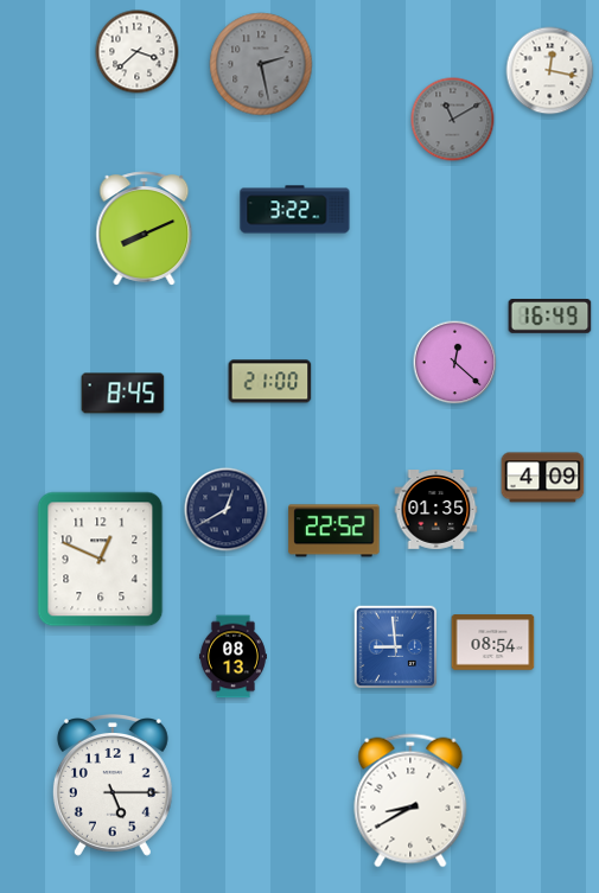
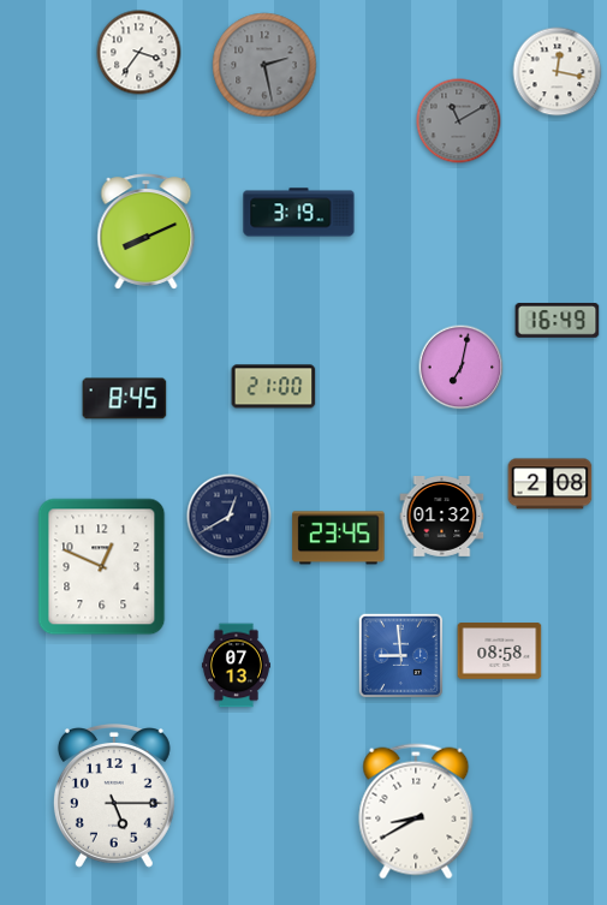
clock at (138, 52): 3:38 -> 3:36
clock at (295, 210): 3:22 -> 3:19
clock at (455, 363): 12:22 -> 7:02
clock at (543, 478): 4:09 -> 2:08
clock at (436, 510): 01:35 -> 01:32
clock at (334, 531): 22:52 -> 23:45
clock at (493, 643): 08:54 -> 08:58
clock at (232, 657): 08:13 -> 07:13
